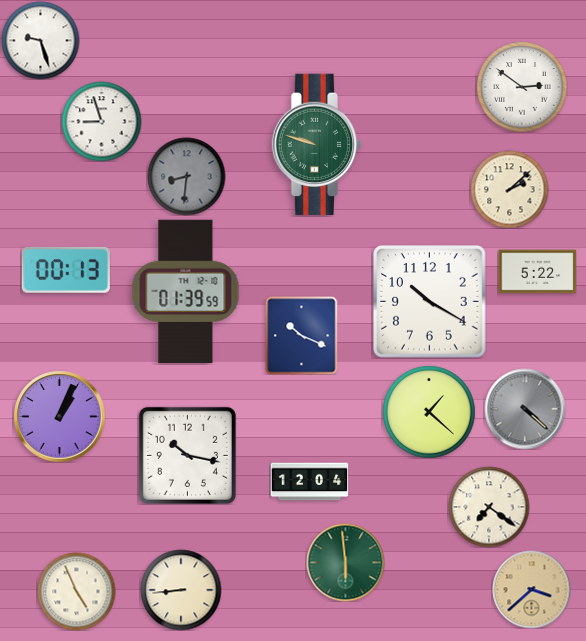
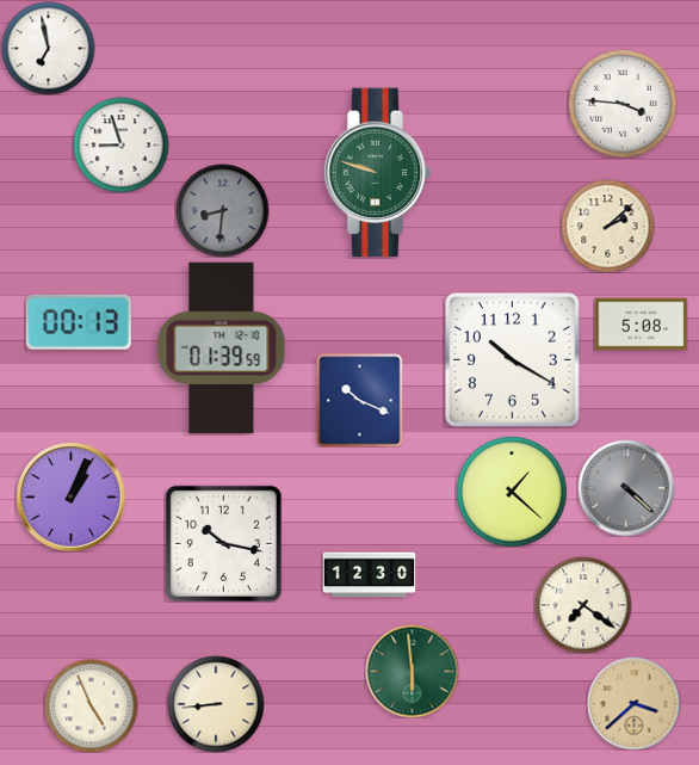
clock at (40, 40): 9:27 -> 6:58
clock at (522, 87): 2:51 -> 3:46
clock at (537, 272): 5:22 -> 5:08
clock at (309, 482): 12:04 -> 12:30
